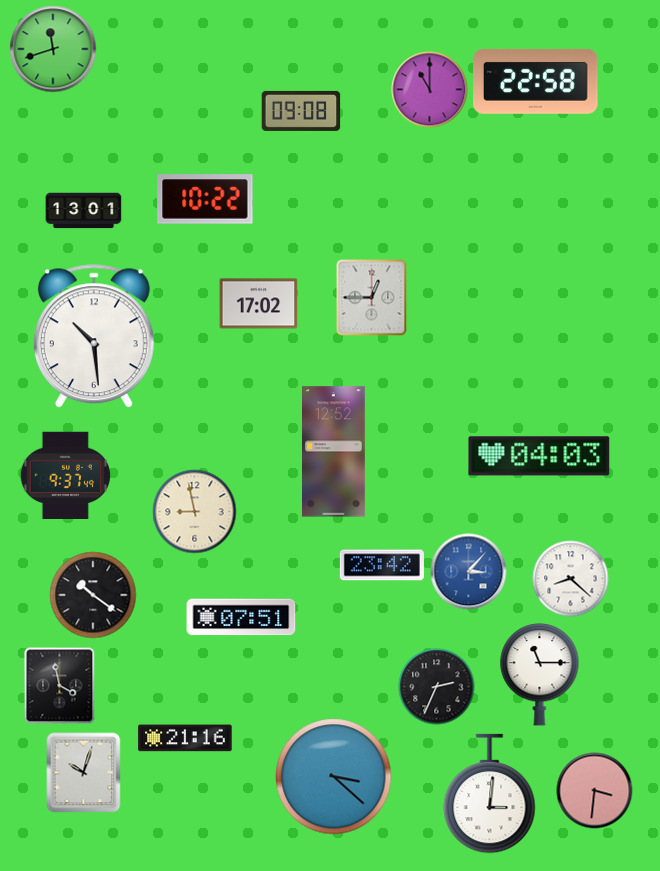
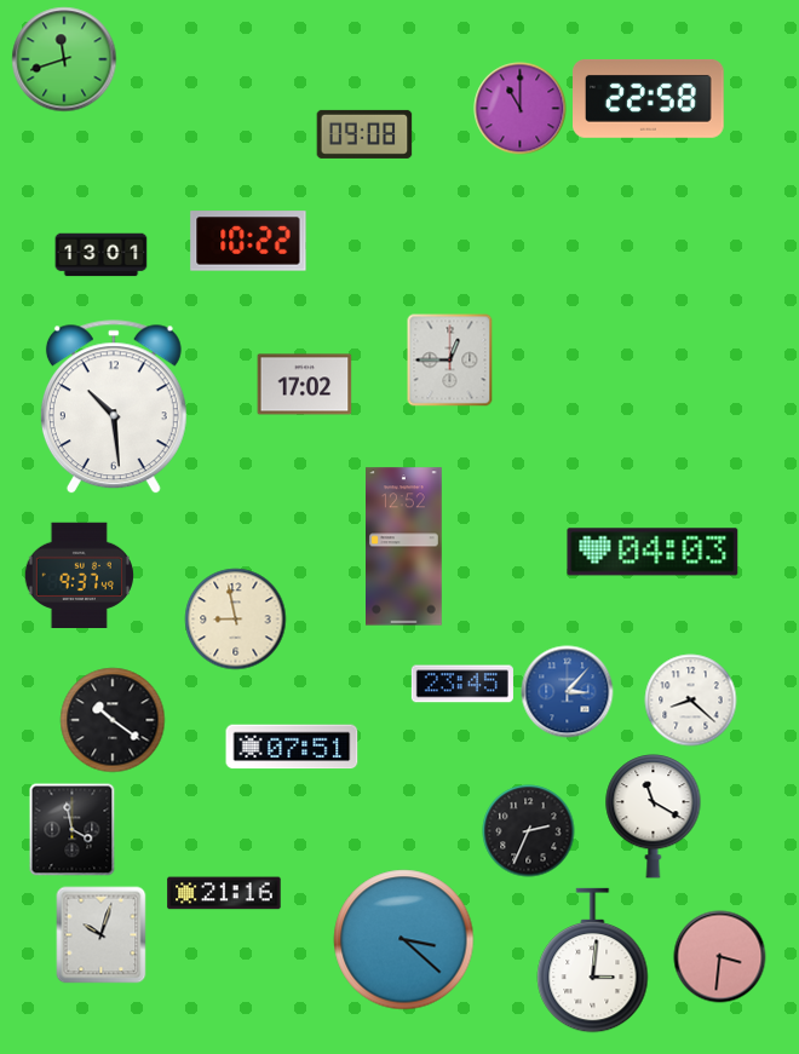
clock at (259, 304) position: (259, 304) -> (305, 385)
clock at (382, 565): 23:42 -> 23:45
clock at (540, 675): 11:15 -> 11:20
